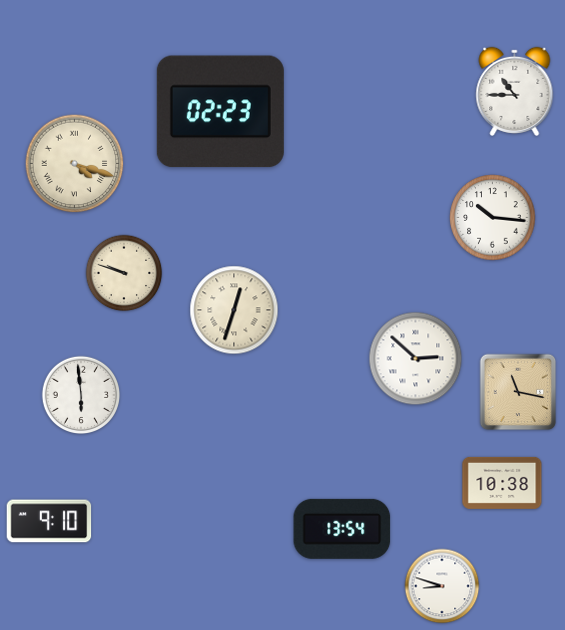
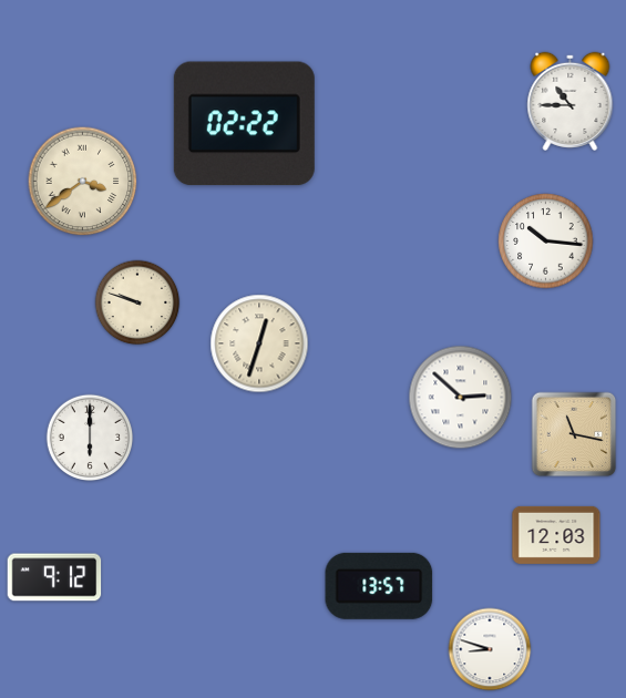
clock at (220, 112): 02:23 -> 02:22
clock at (75, 164): 4:18 -> 3:39
clock at (81, 395): 5:59 -> 6:00
clock at (502, 483): 10:38 -> 12:03
clock at (49, 521): 9:10 -> 9:12
clock at (342, 529): 13:54 -> 13:57
